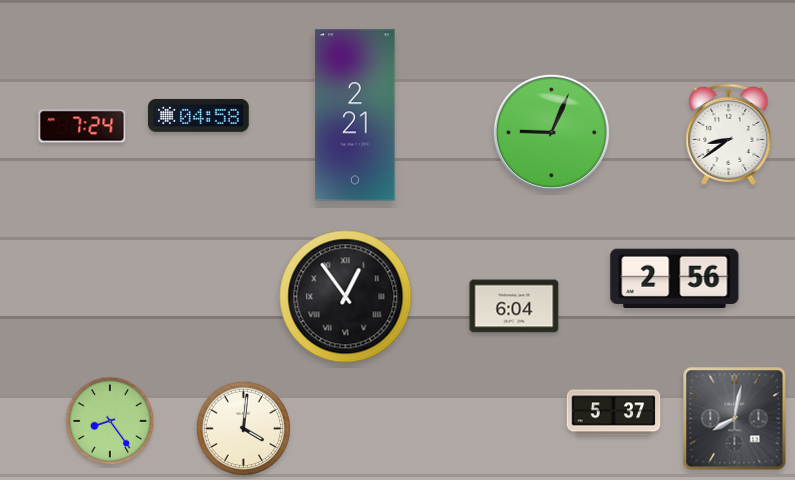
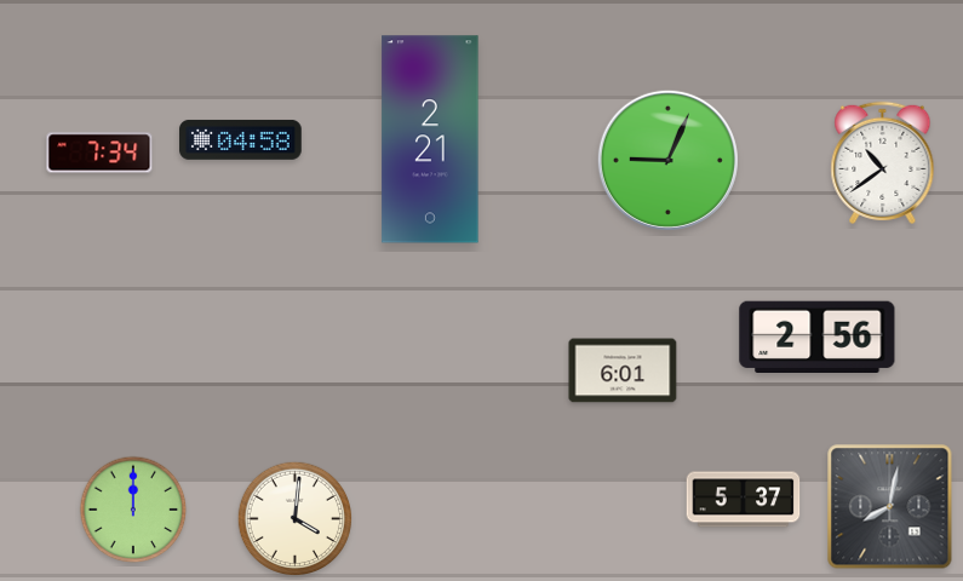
clock at (82, 126): 7:24 -> 7:34
clock at (729, 134): 8:39 -> 10:39
clock at (346, 297): 12:54 -> none
clock at (514, 306): 6:04 -> 6:01
clock at (110, 421): 8:24 -> 12:00
